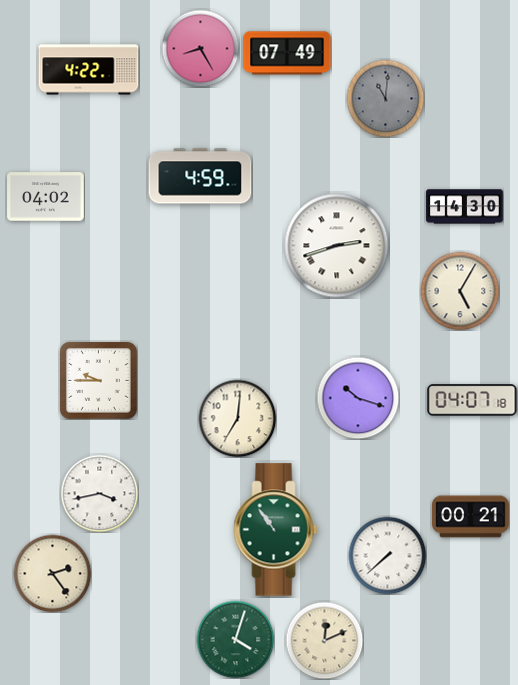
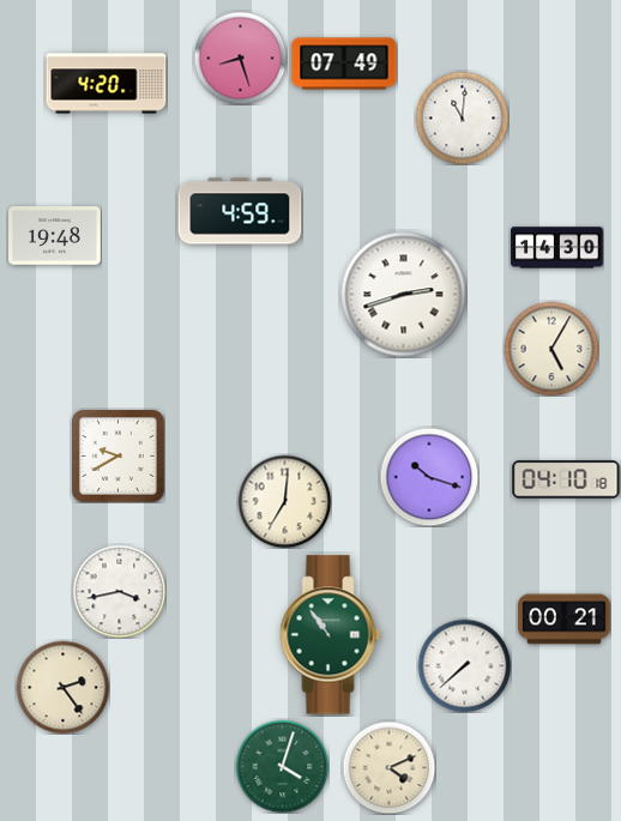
clock at (200, 48): 8:25 -> 8:27
clock at (89, 70): 4:22 -> 4:20
clock at (385, 98) dial: grey -> white
clock at (46, 197): 04:02 -> 19:48
clock at (99, 381): 9:45 -> 9:40
clock at (472, 400): 04:07 -> 04:10
clock at (324, 640): 12:11 -> 4:11
